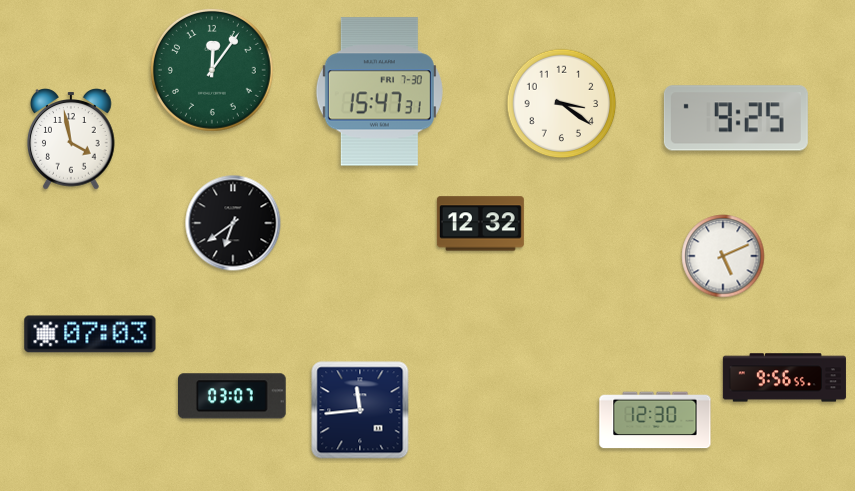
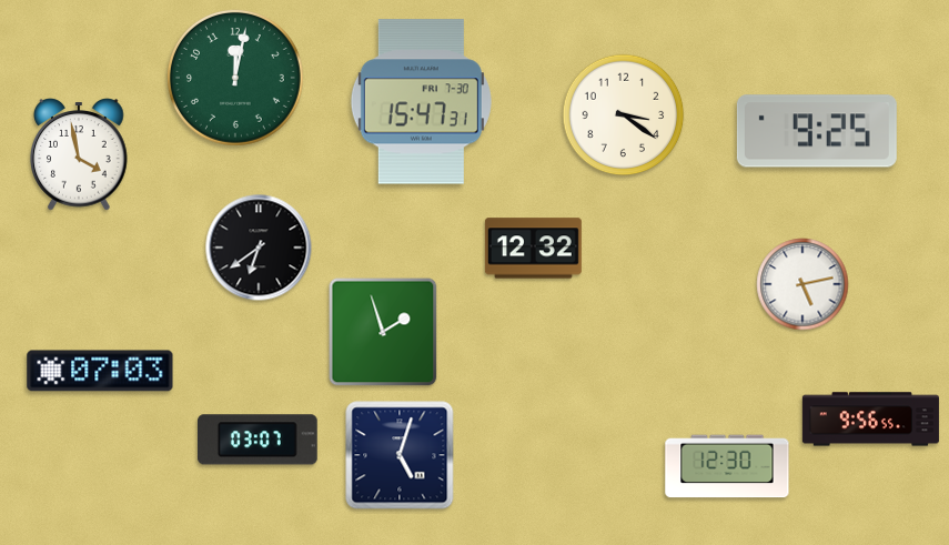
clock at (212, 70): 12:06 -> 12:02
clock at (723, 256): 5:11 -> 5:13
clock at (383, 332): none -> 1:57
clock at (360, 410): 11:44 -> 5:03
